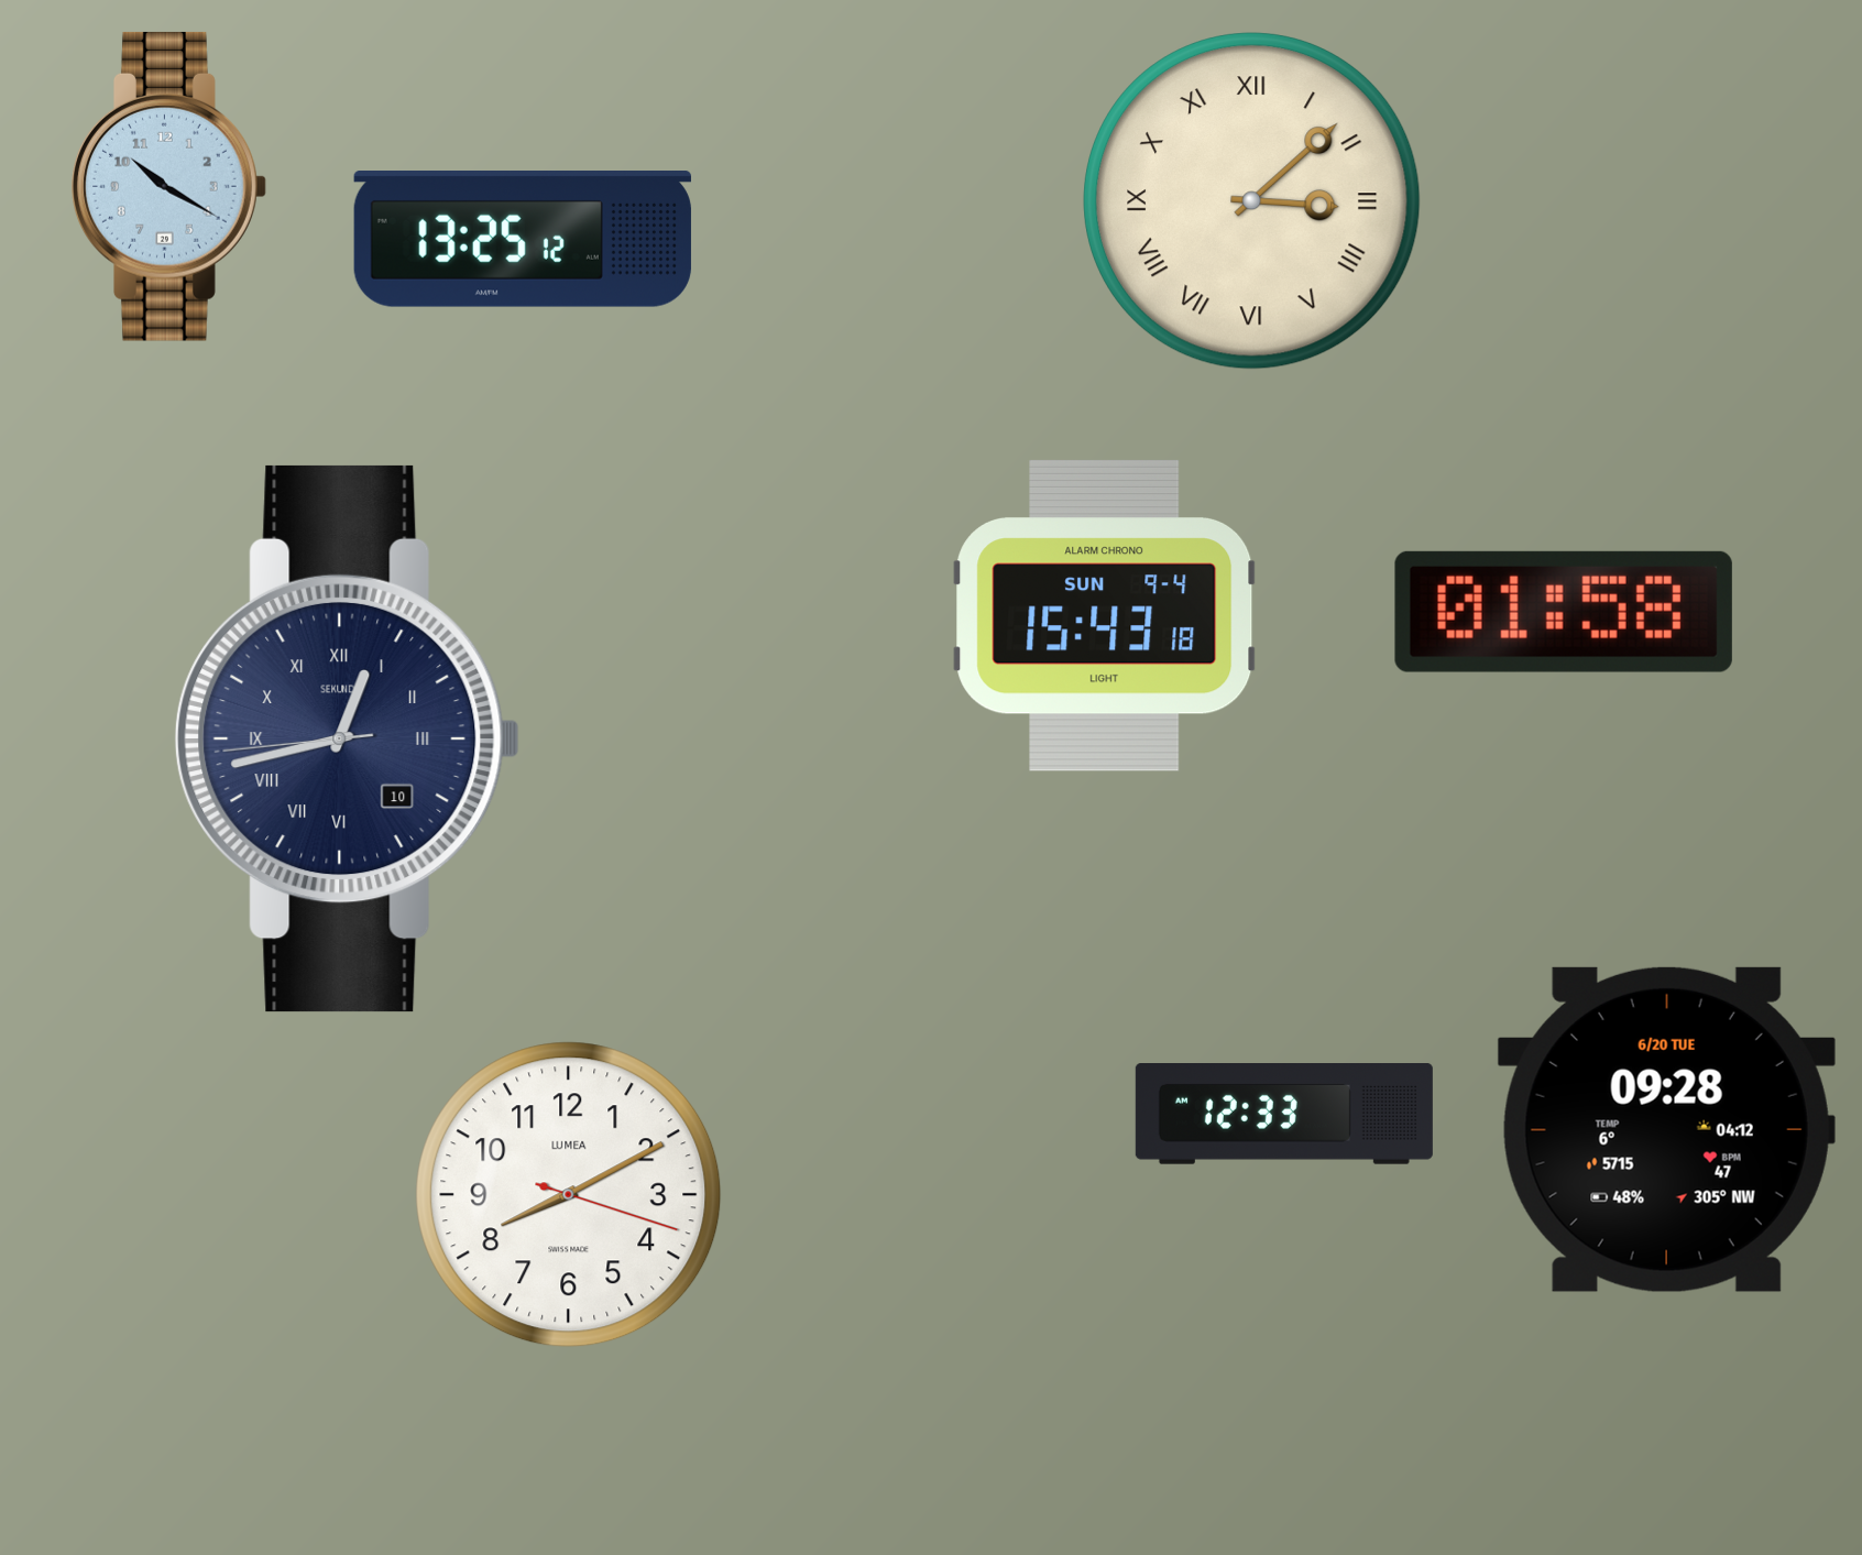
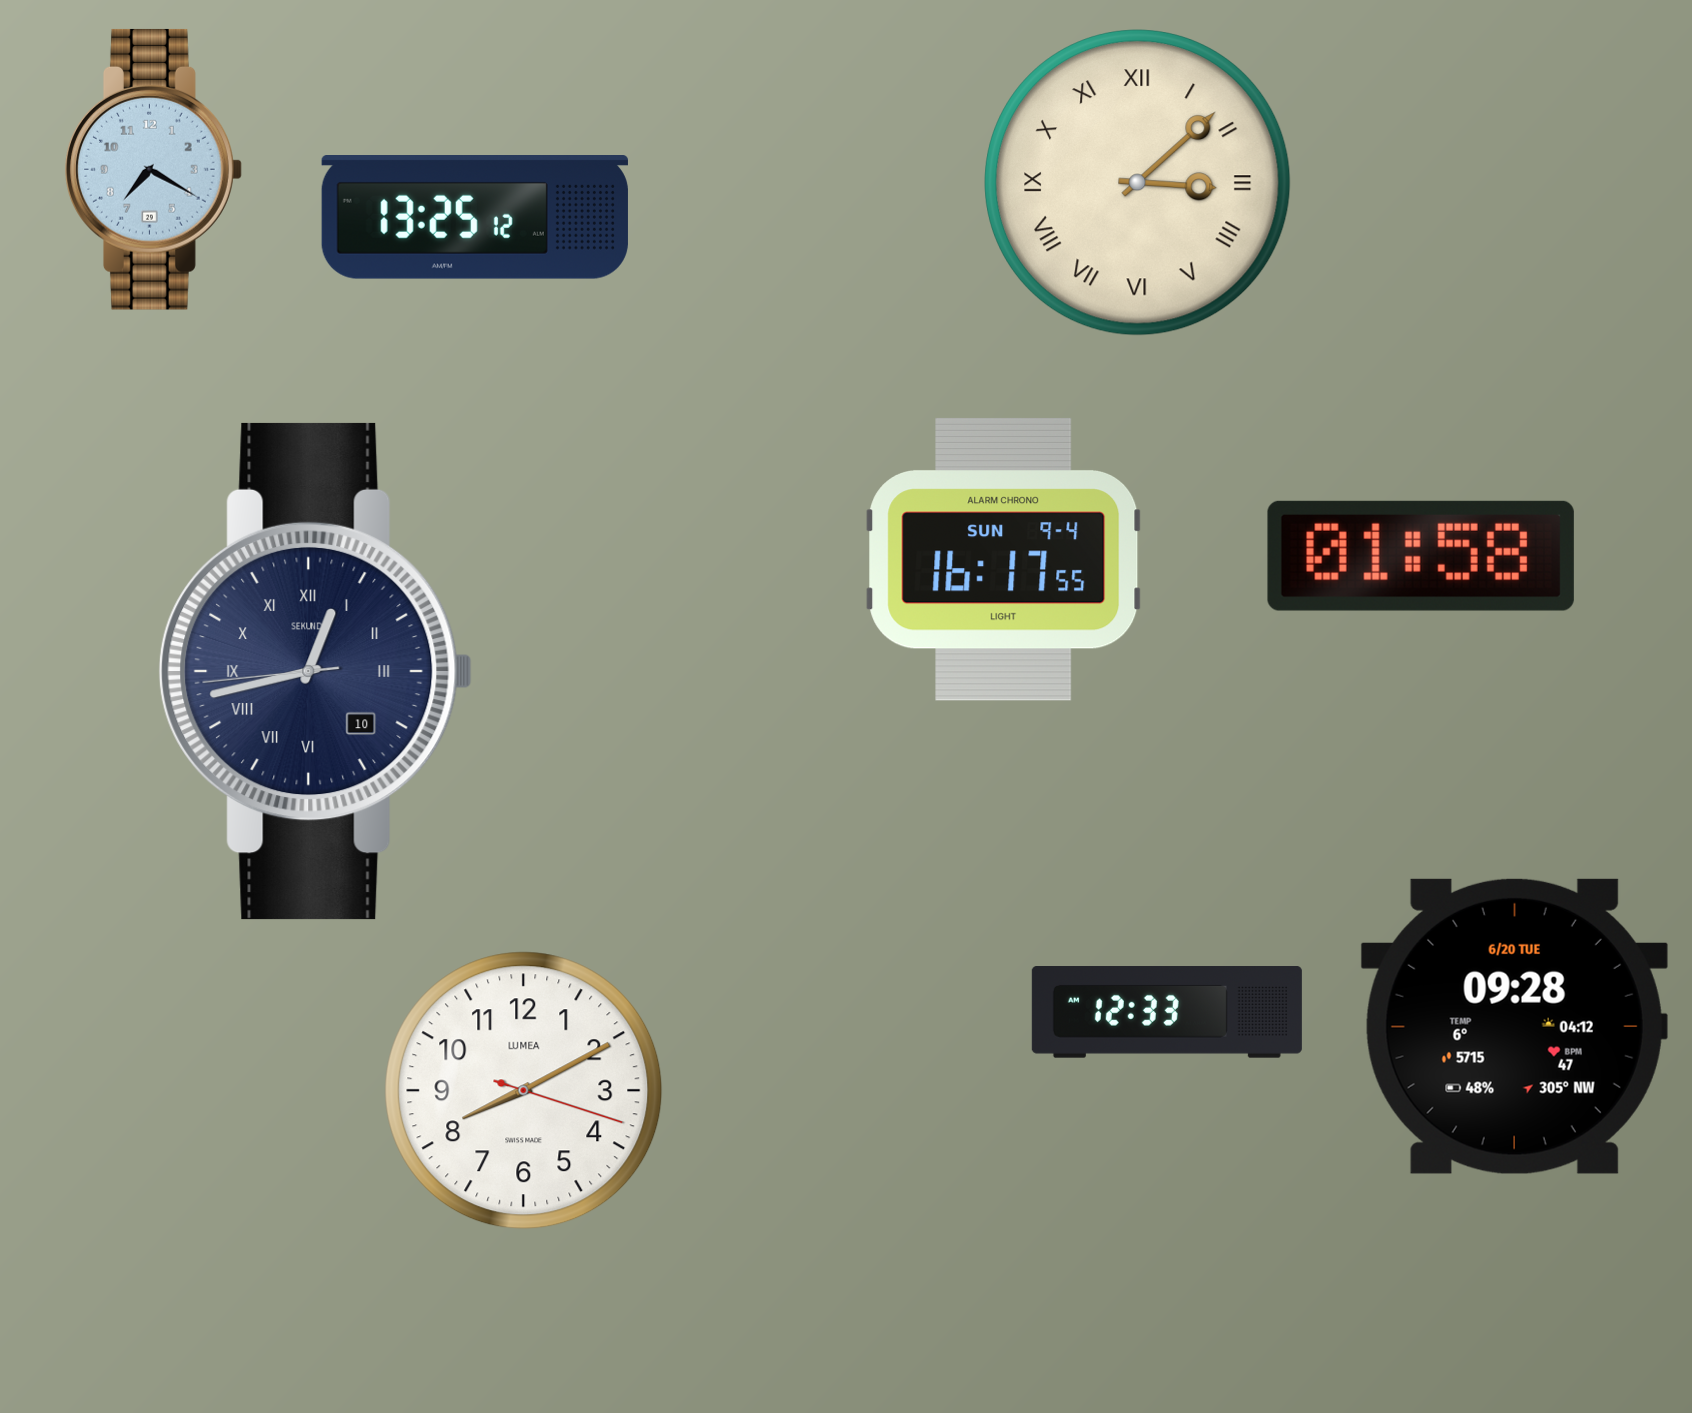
clock at (168, 186): 10:20 -> 7:20
clock at (1105, 615): 15:43 -> 16:17
clock at (569, 1195) position: (569, 1195) -> (524, 1091)
